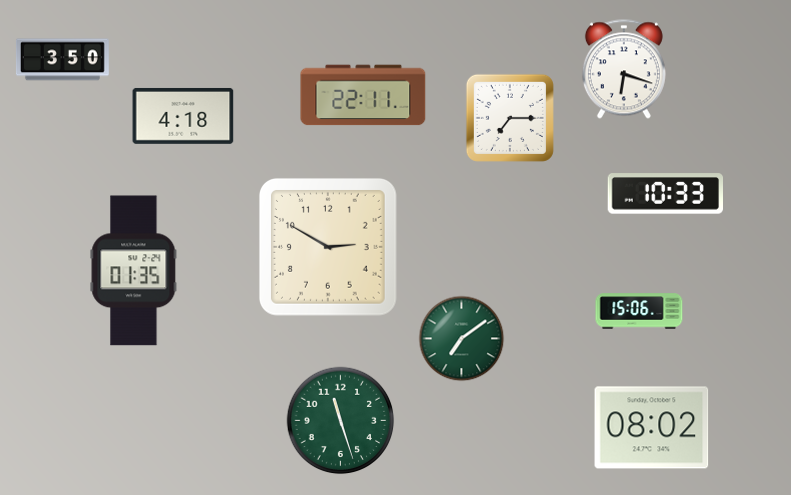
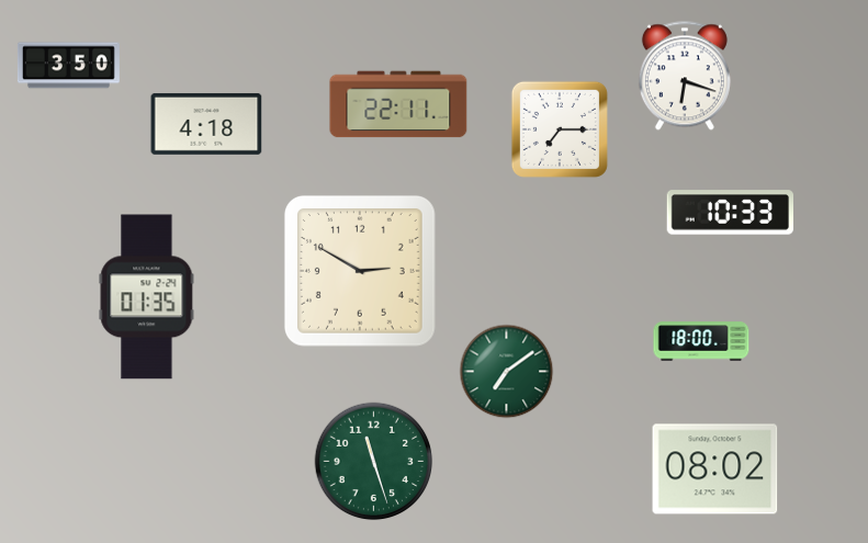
clock at (183, 116) position: (183, 116) -> (206, 124)
clock at (639, 311): 15:06 -> 18:00
